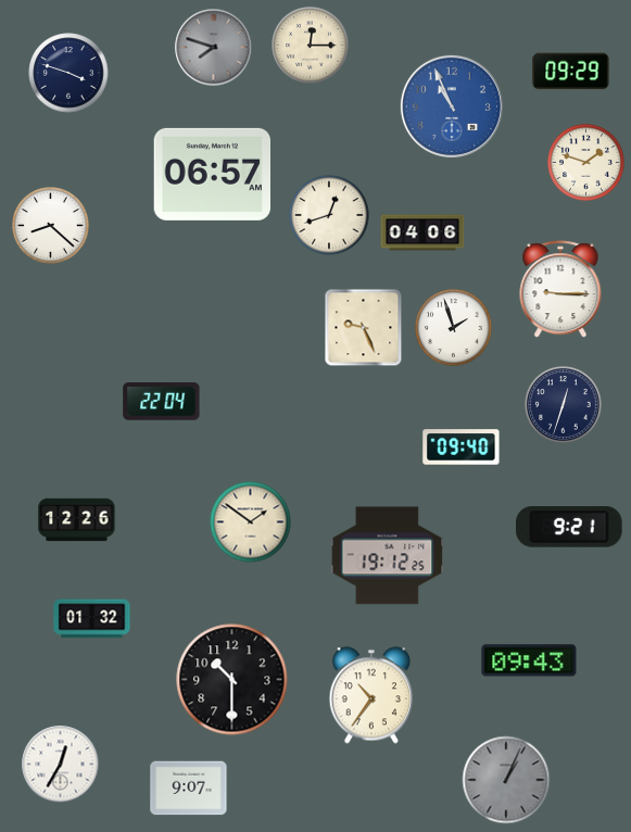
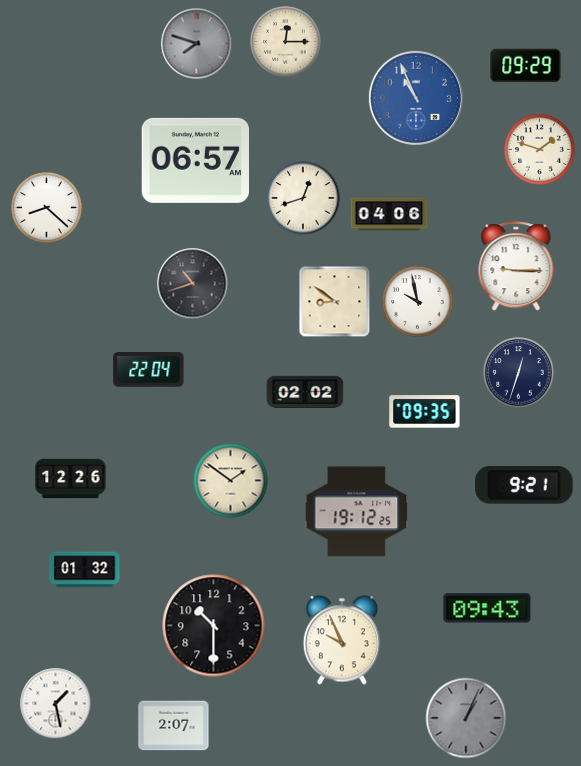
clock at (68, 73): 3:48 -> none
clock at (193, 284): none -> 10:42
clock at (364, 328): 9:26 -> 8:51
clock at (454, 328): 1:57 -> 9:58
clock at (305, 392): none -> 02:02
clock at (462, 447): 09:40 -> 09:35
clock at (370, 695): 10:36 -> 9:56
clock at (61, 765): 12:35 -> 1:28
clock at (189, 789): 9:07 -> 2:07
